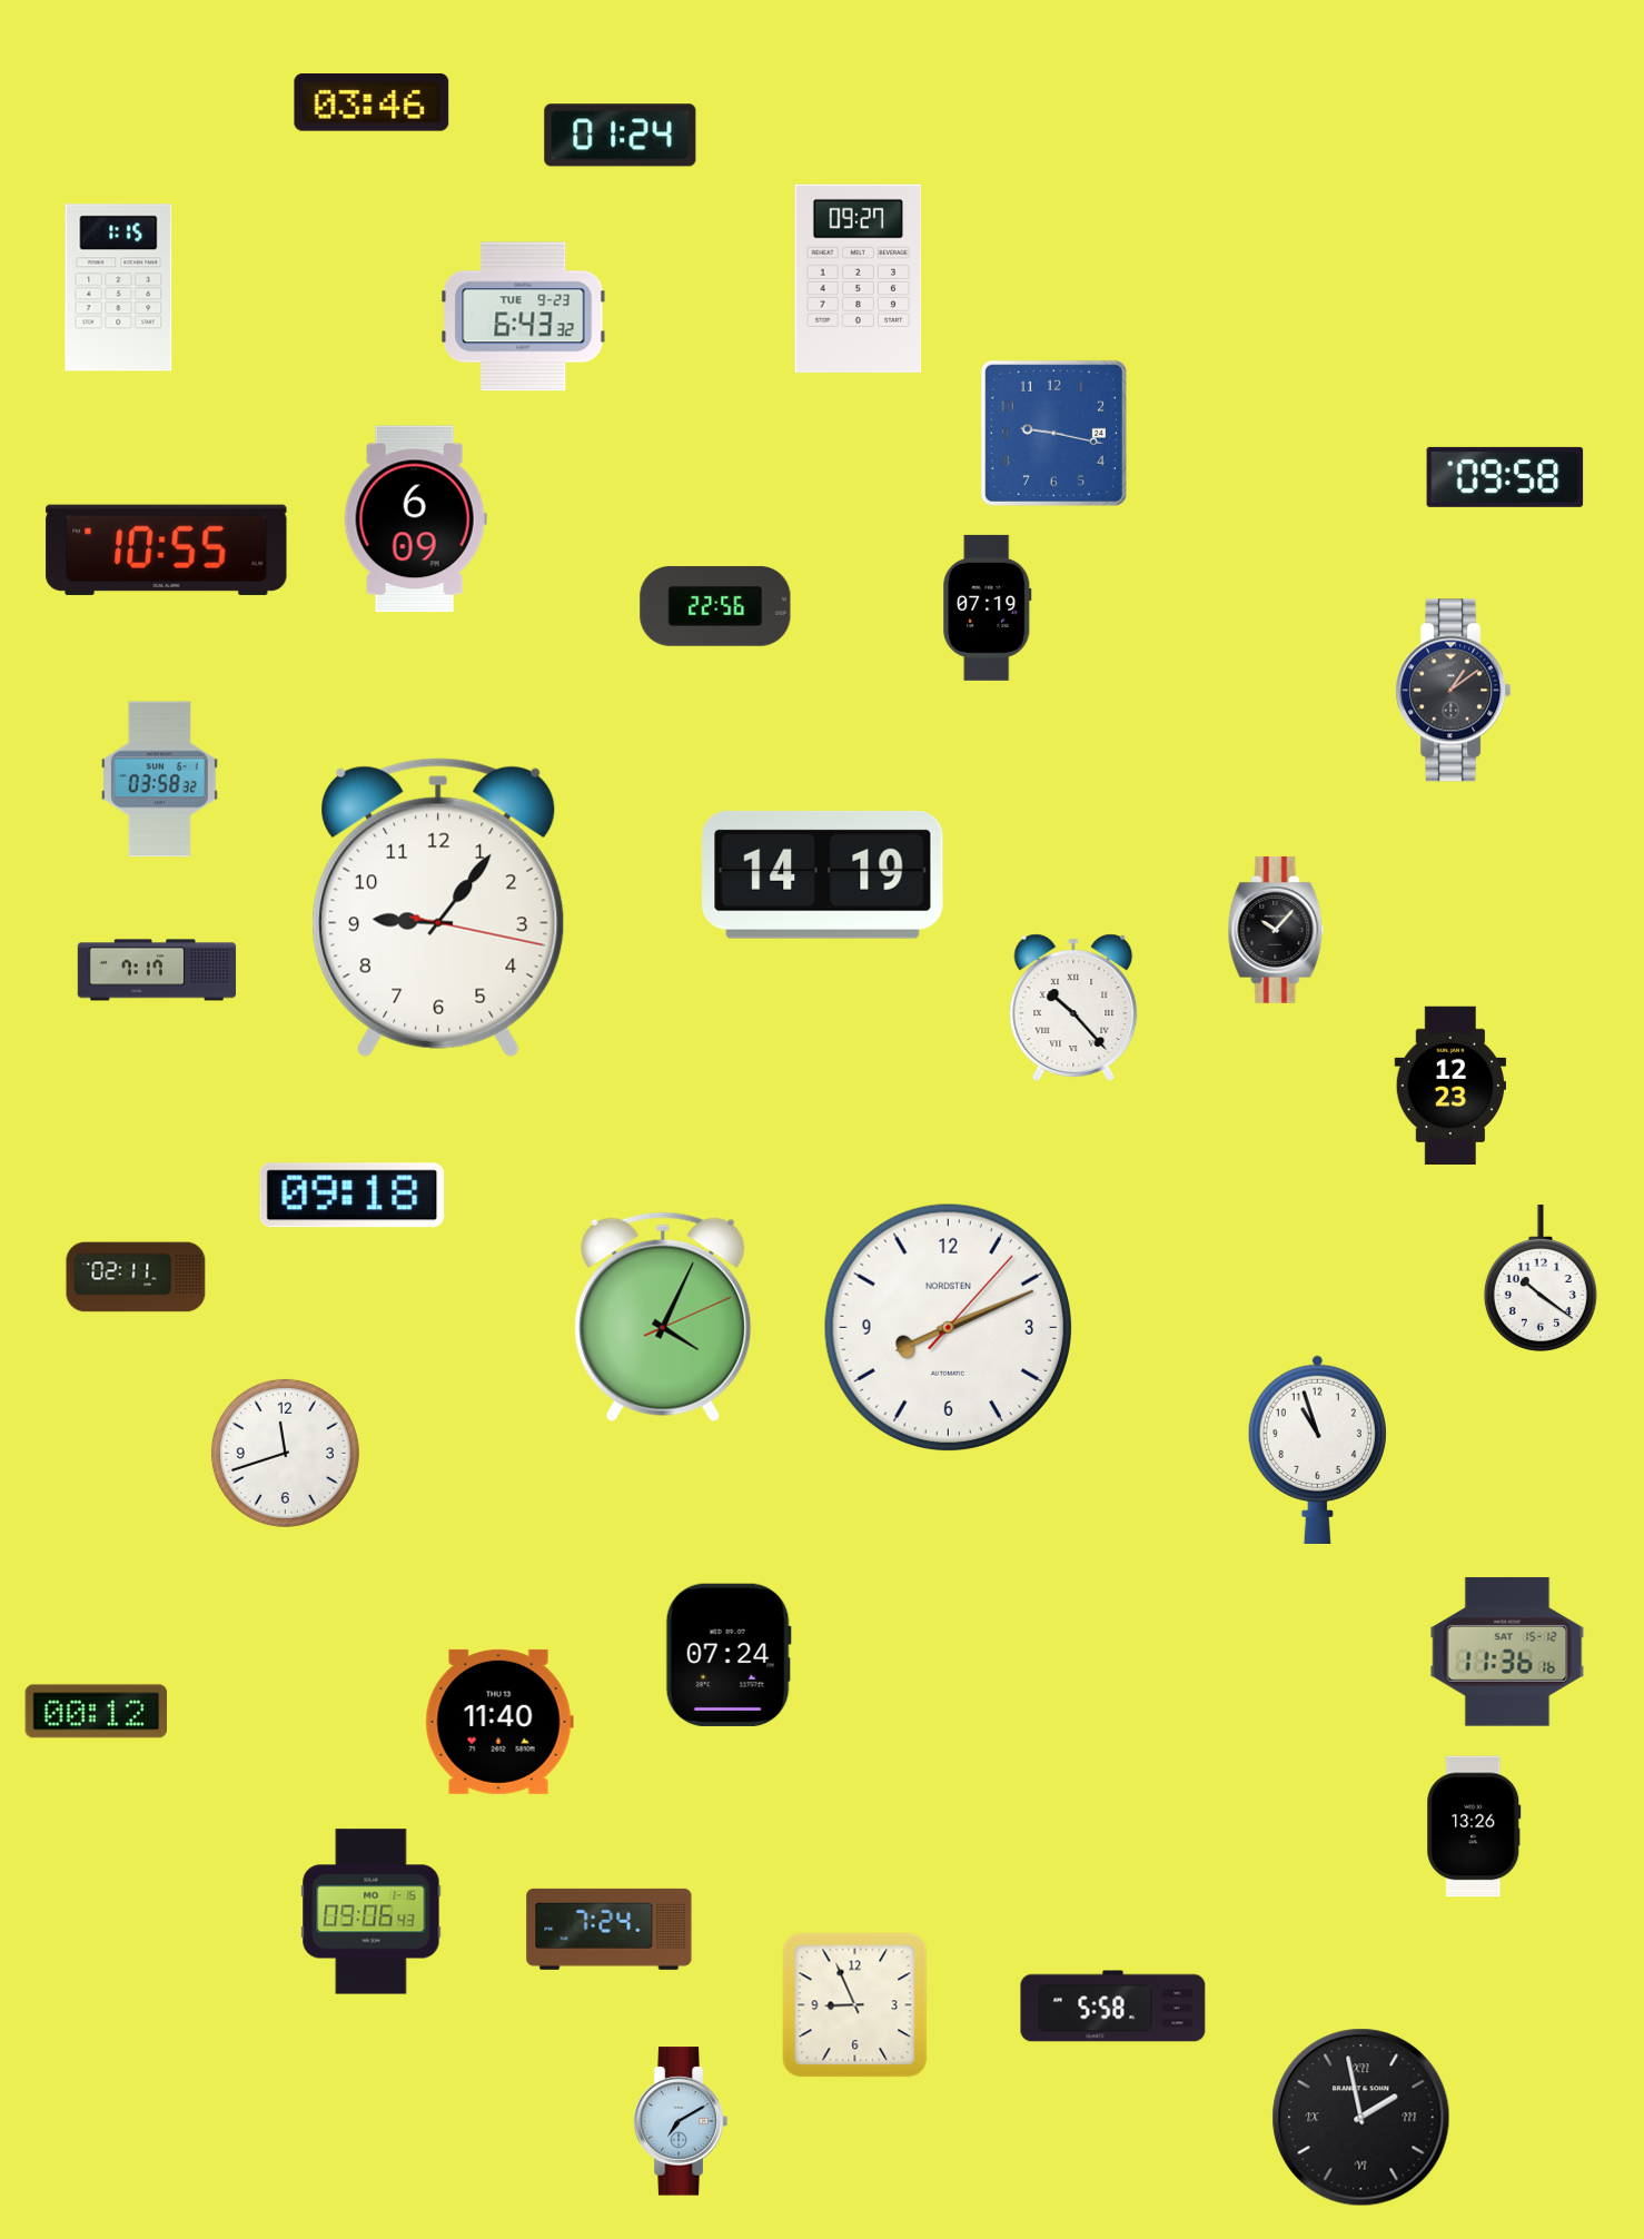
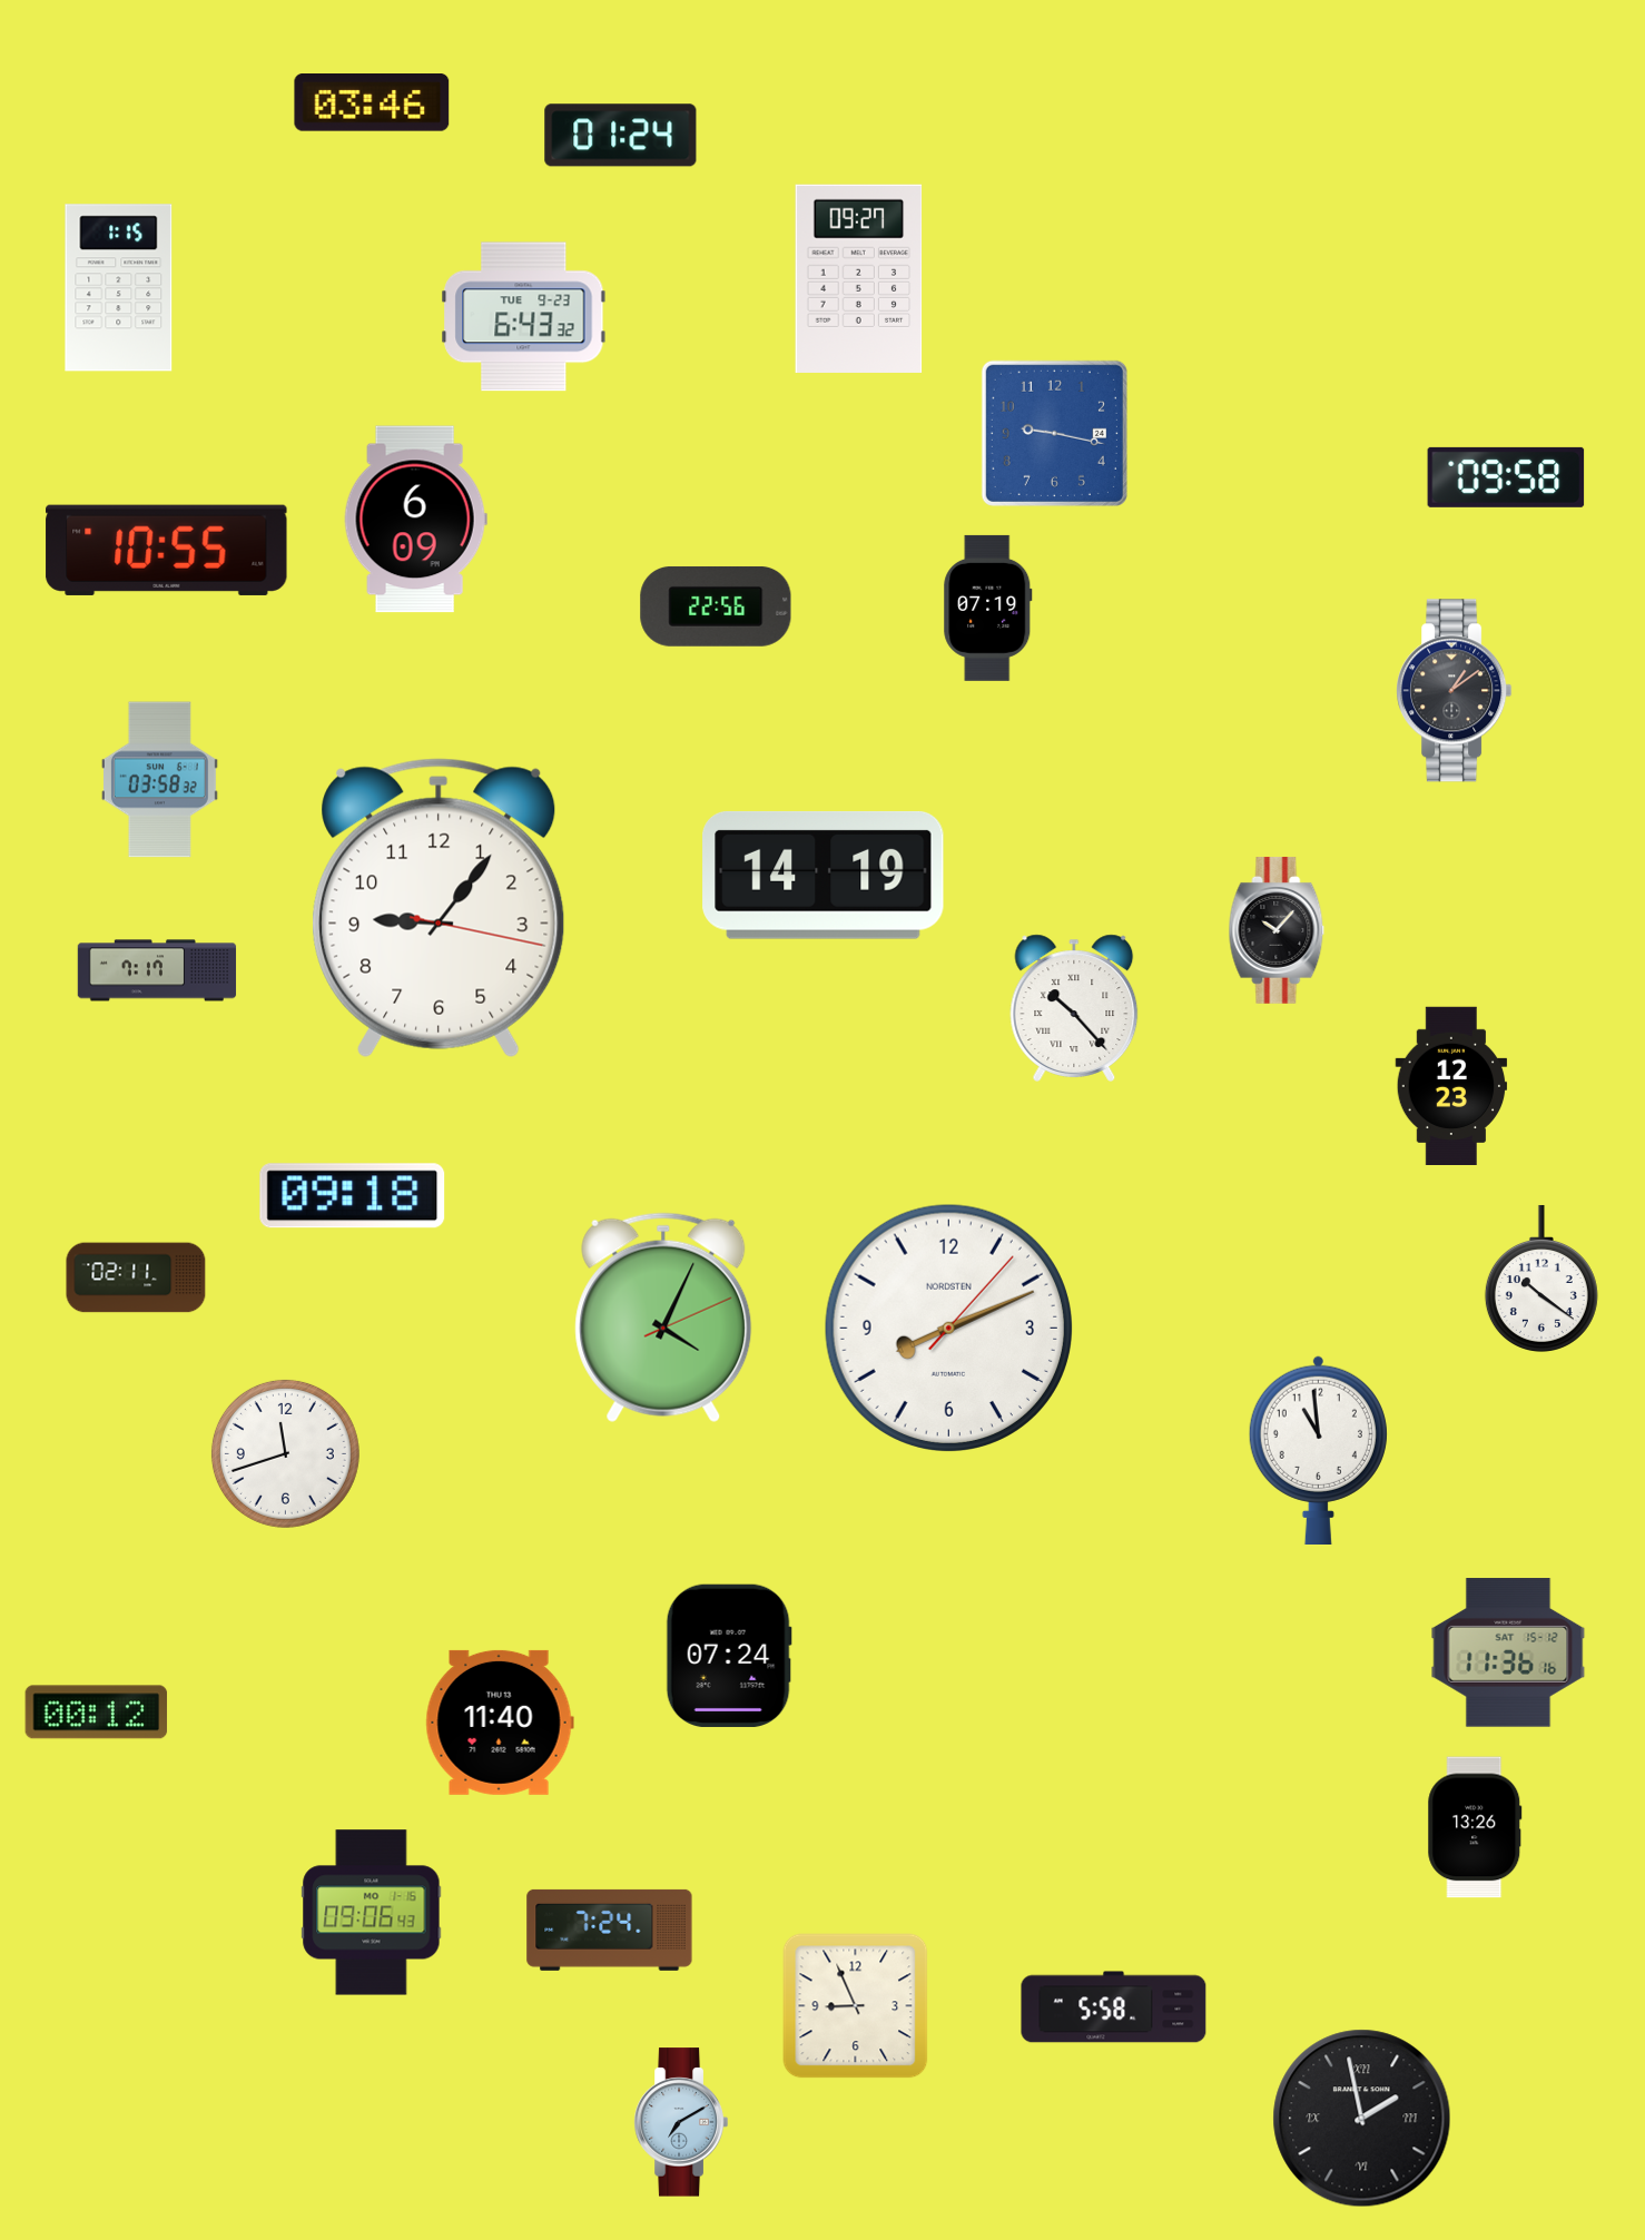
clock at (1317, 1449): 10:57 -> 10:59
